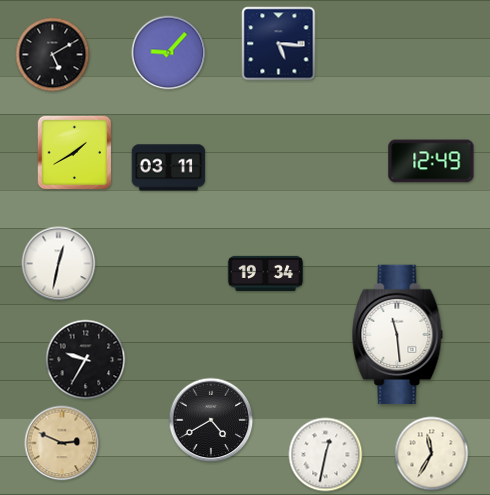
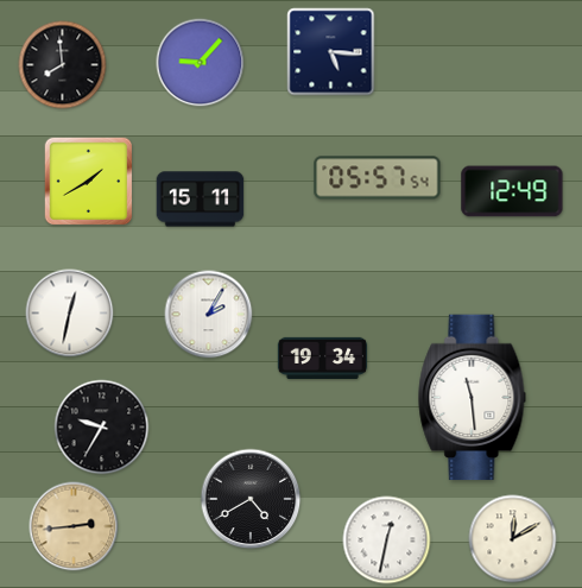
clock at (53, 55): 5:10 -> 7:59
clock at (378, 178): none -> 05:57
clock at (169, 168): 03:11 -> 15:11
clock at (209, 315): none -> 2:05
clock at (266, 273) position: (266, 273) -> (323, 358)
clock at (62, 443): 2:49 -> 2:44
clock at (432, 454): 11:35 -> 12:10
